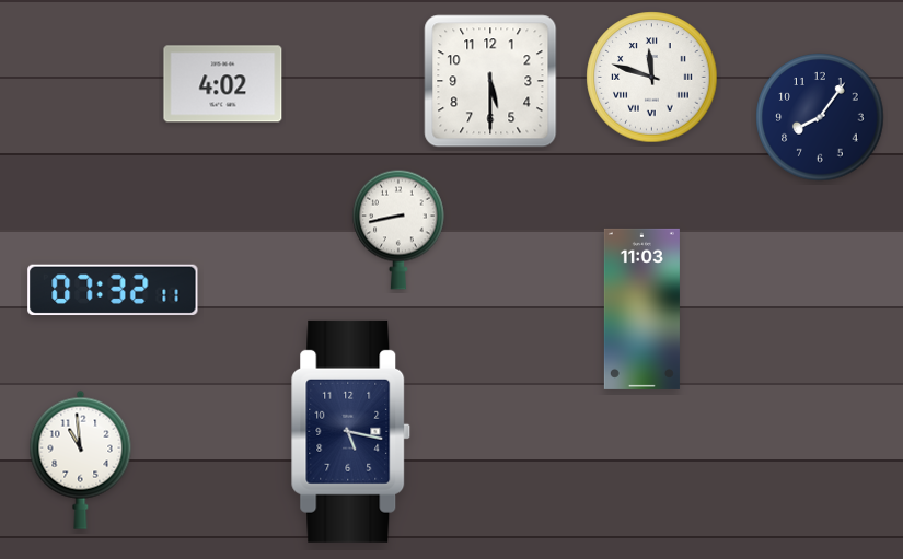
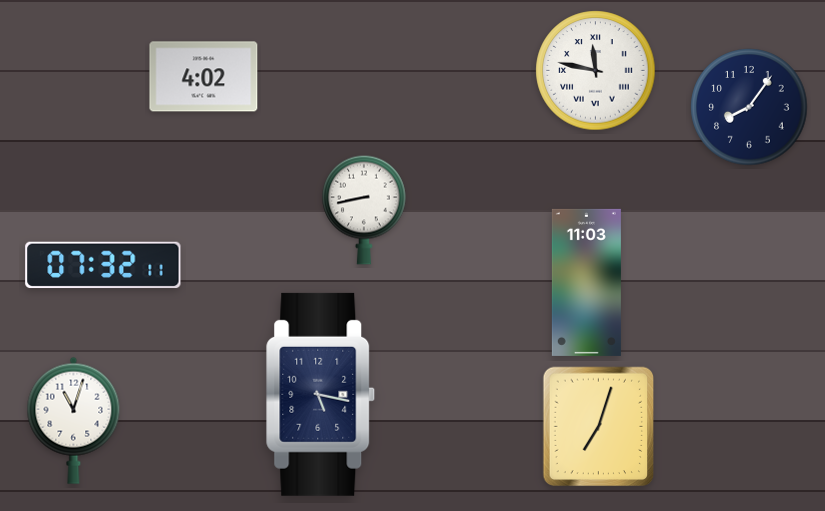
clock at (652, 78): 11:48 -> 11:47
clock at (490, 81): 5:30 -> none
clock at (81, 459): 10:59 -> 11:03
clock at (599, 427): none -> 7:03
